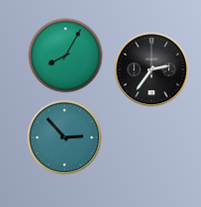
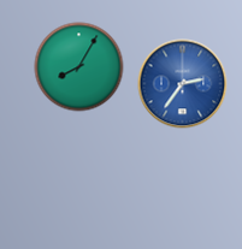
clock at (152, 70) dial: black -> blue
clock at (65, 138): 2:53 -> none
